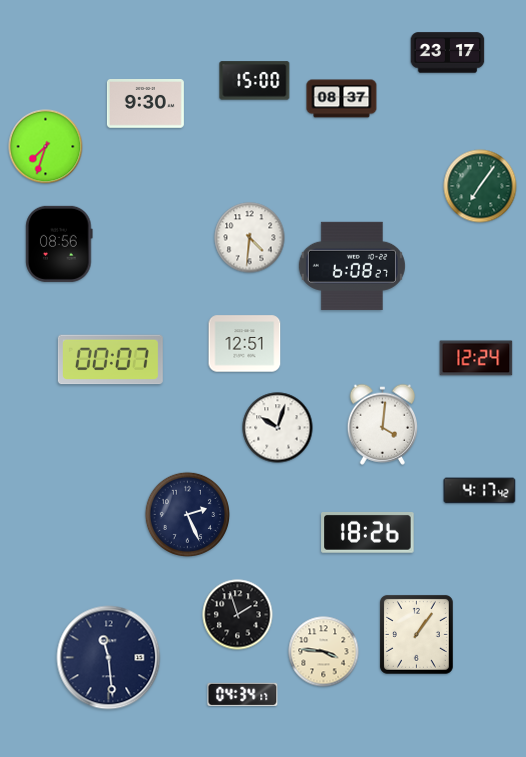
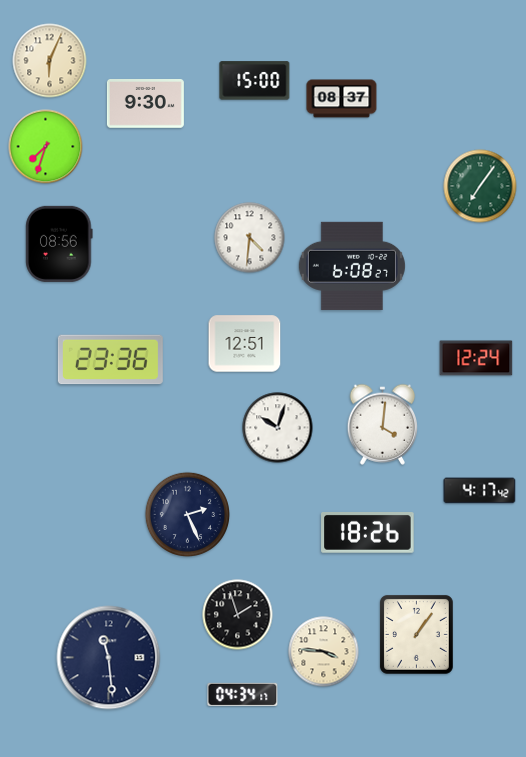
clock at (448, 53): 23:17 -> none
clock at (50, 61): none -> 6:04
clock at (110, 360): 00:07 -> 23:36
